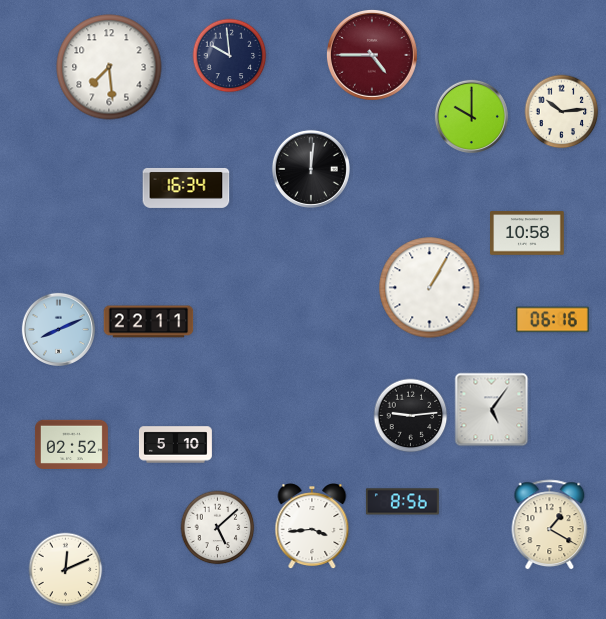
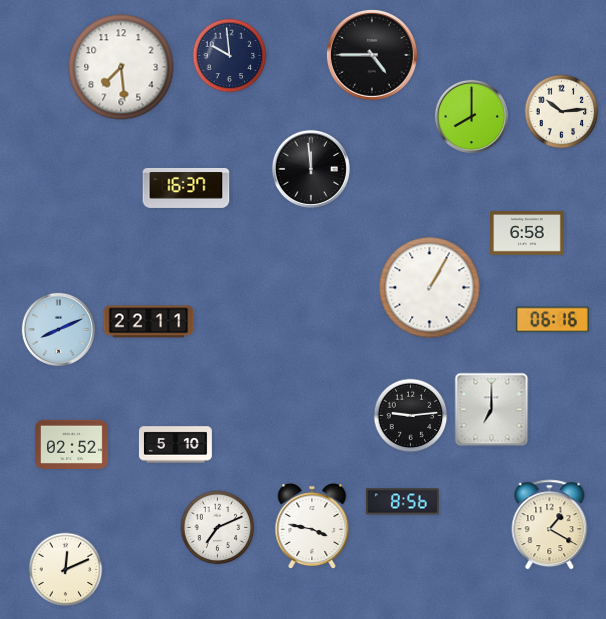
clock at (372, 55) dial: burgundy -> black
clock at (109, 67) position: (109, 67) -> (121, 67)
clock at (471, 116): 10:00 -> 8:00
clock at (311, 169): 12:01 -> 11:59
clock at (186, 188): 16:34 -> 16:37
clock at (528, 233): 10:58 -> 6:58
clock at (492, 410): 5:06 -> 7:00
clock at (312, 527): 3:44 -> 3:47
clock at (218, 528): 5:08 -> 7:11
